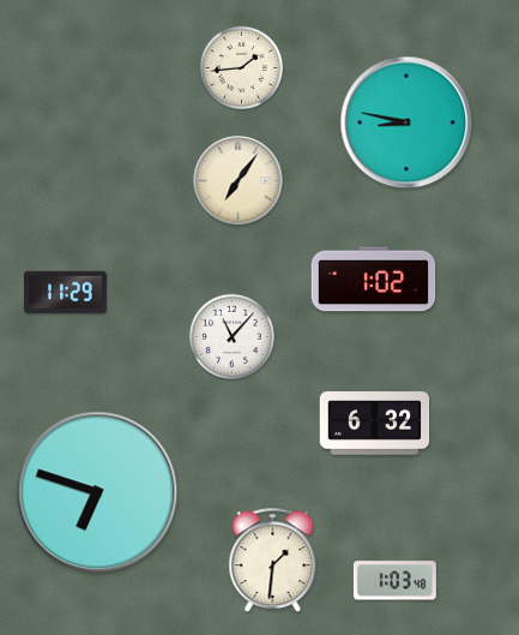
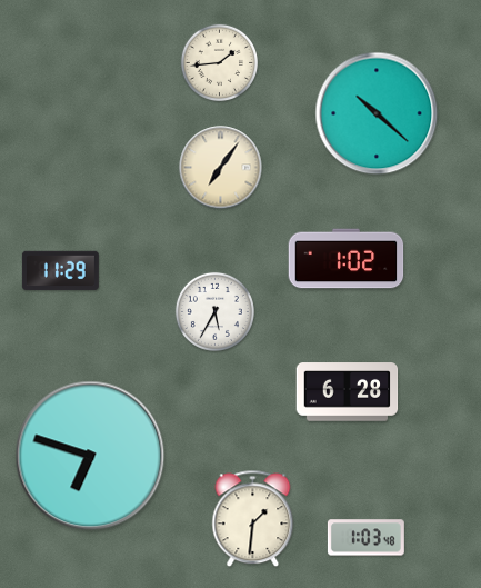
clock at (242, 68) position: (242, 68) -> (220, 63)
clock at (406, 122): 8:47 -> 10:22
clock at (231, 336): 11:07 -> 5:35
clock at (375, 424): 6:32 -> 6:28
